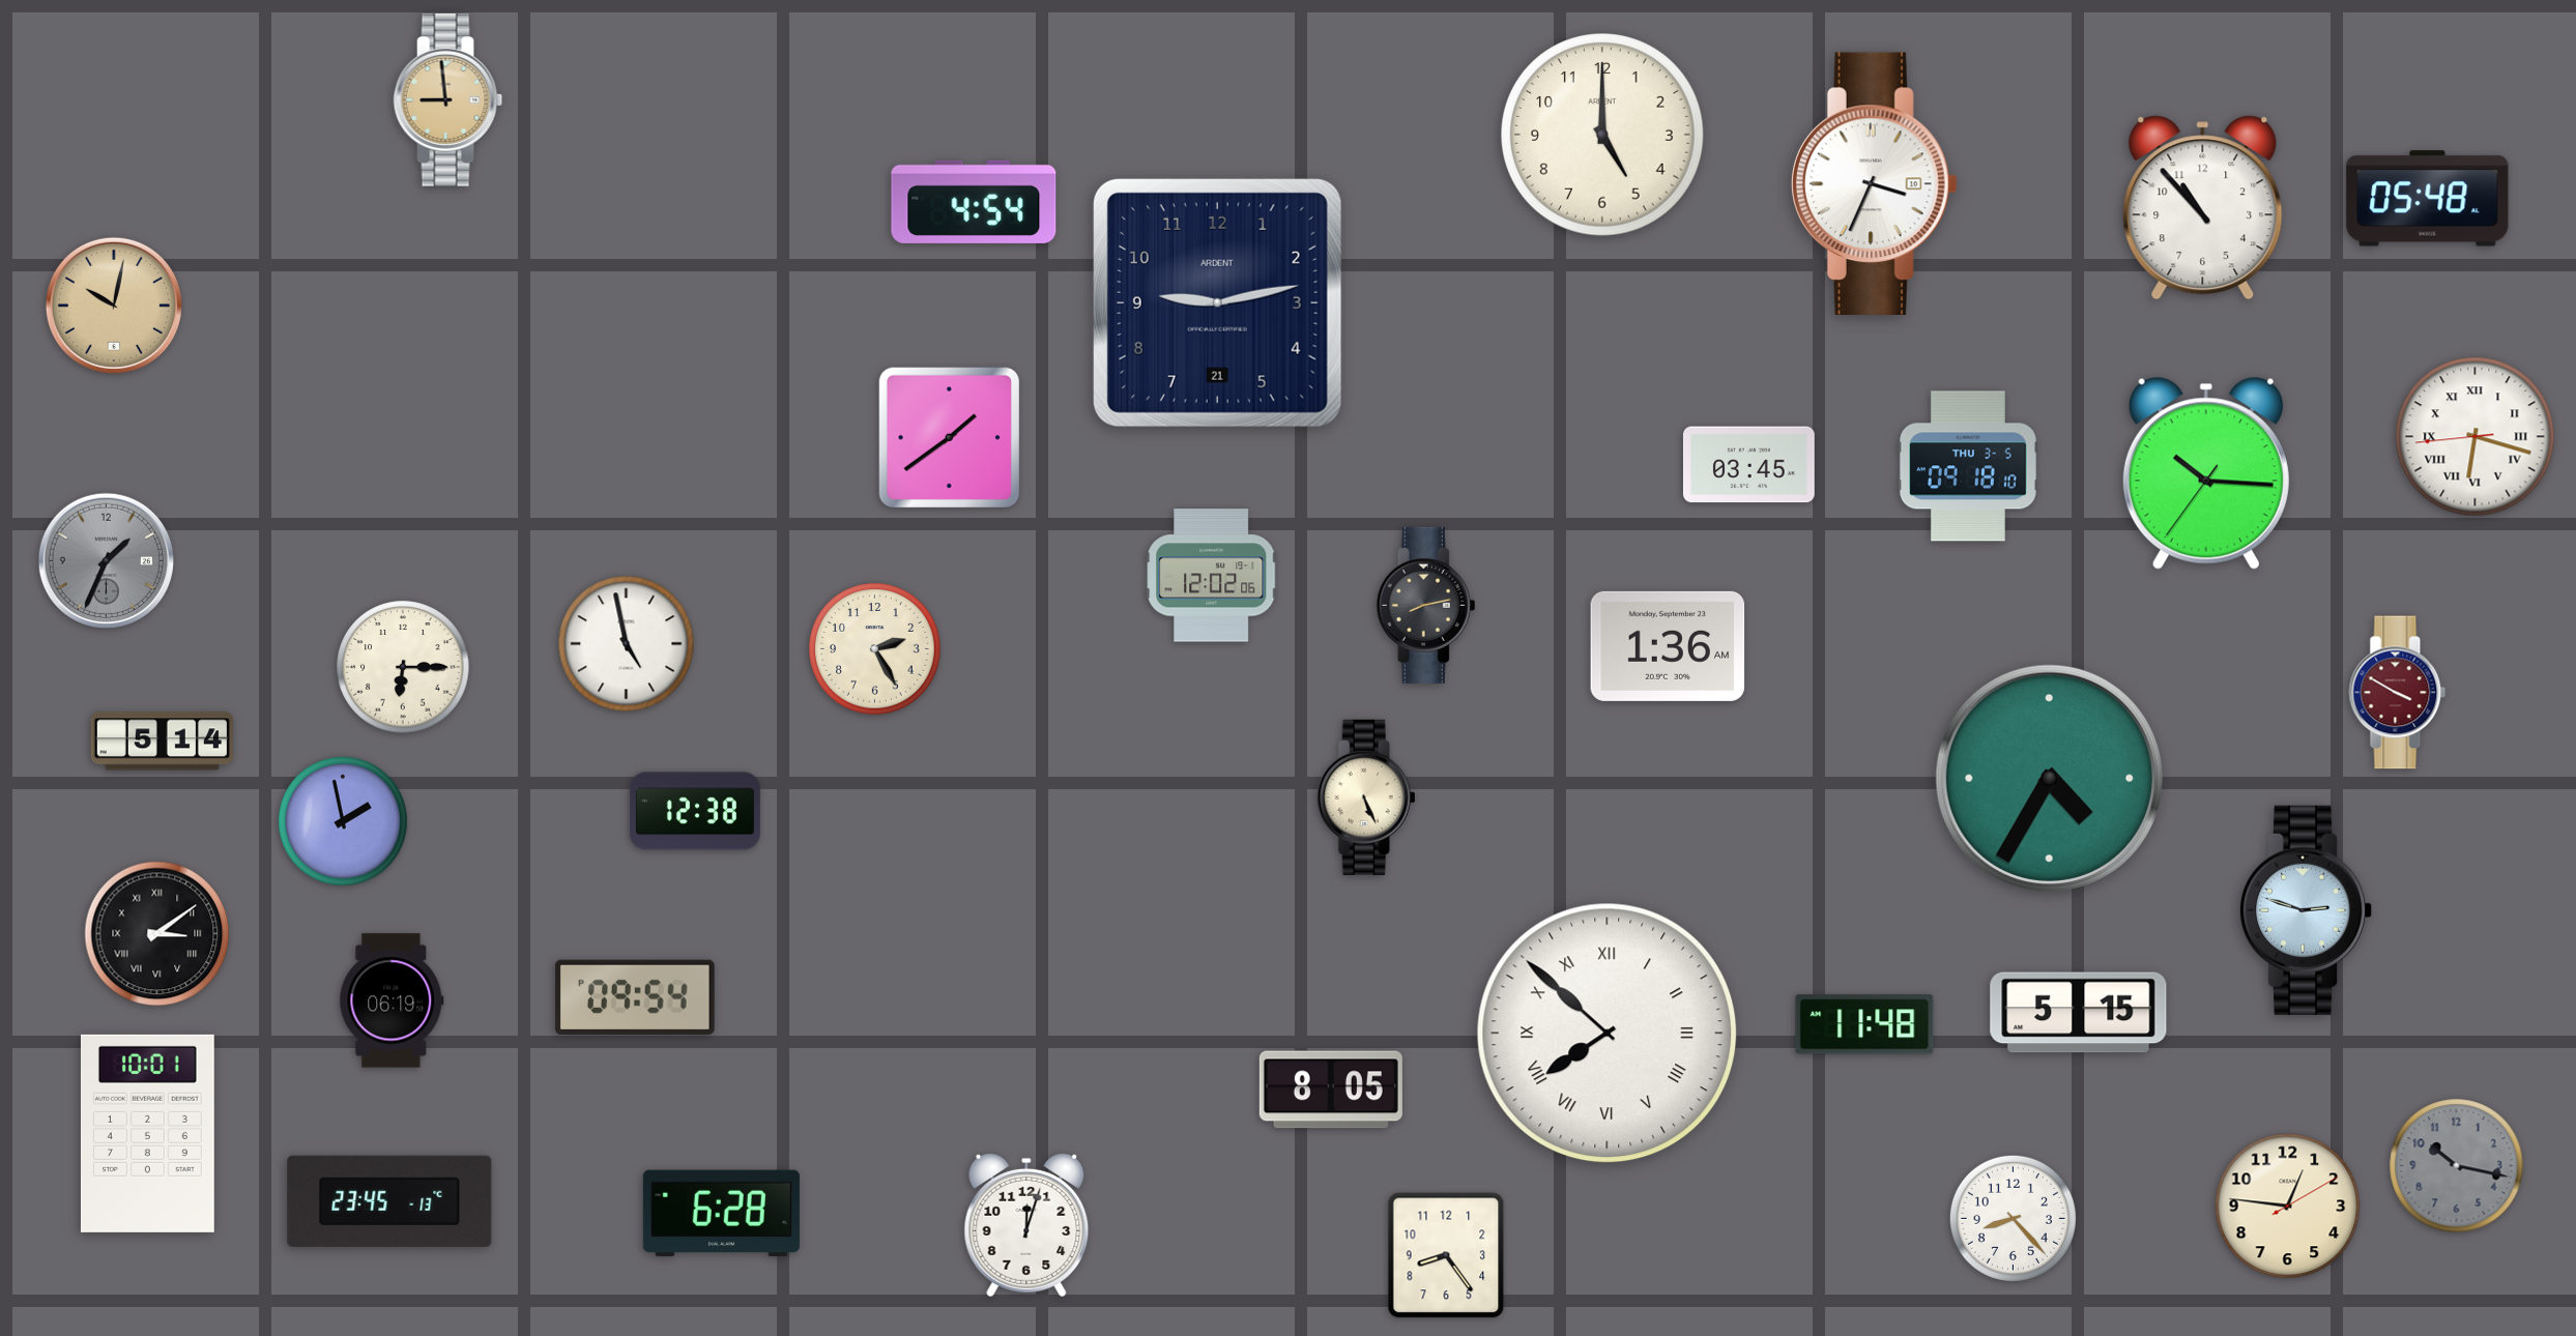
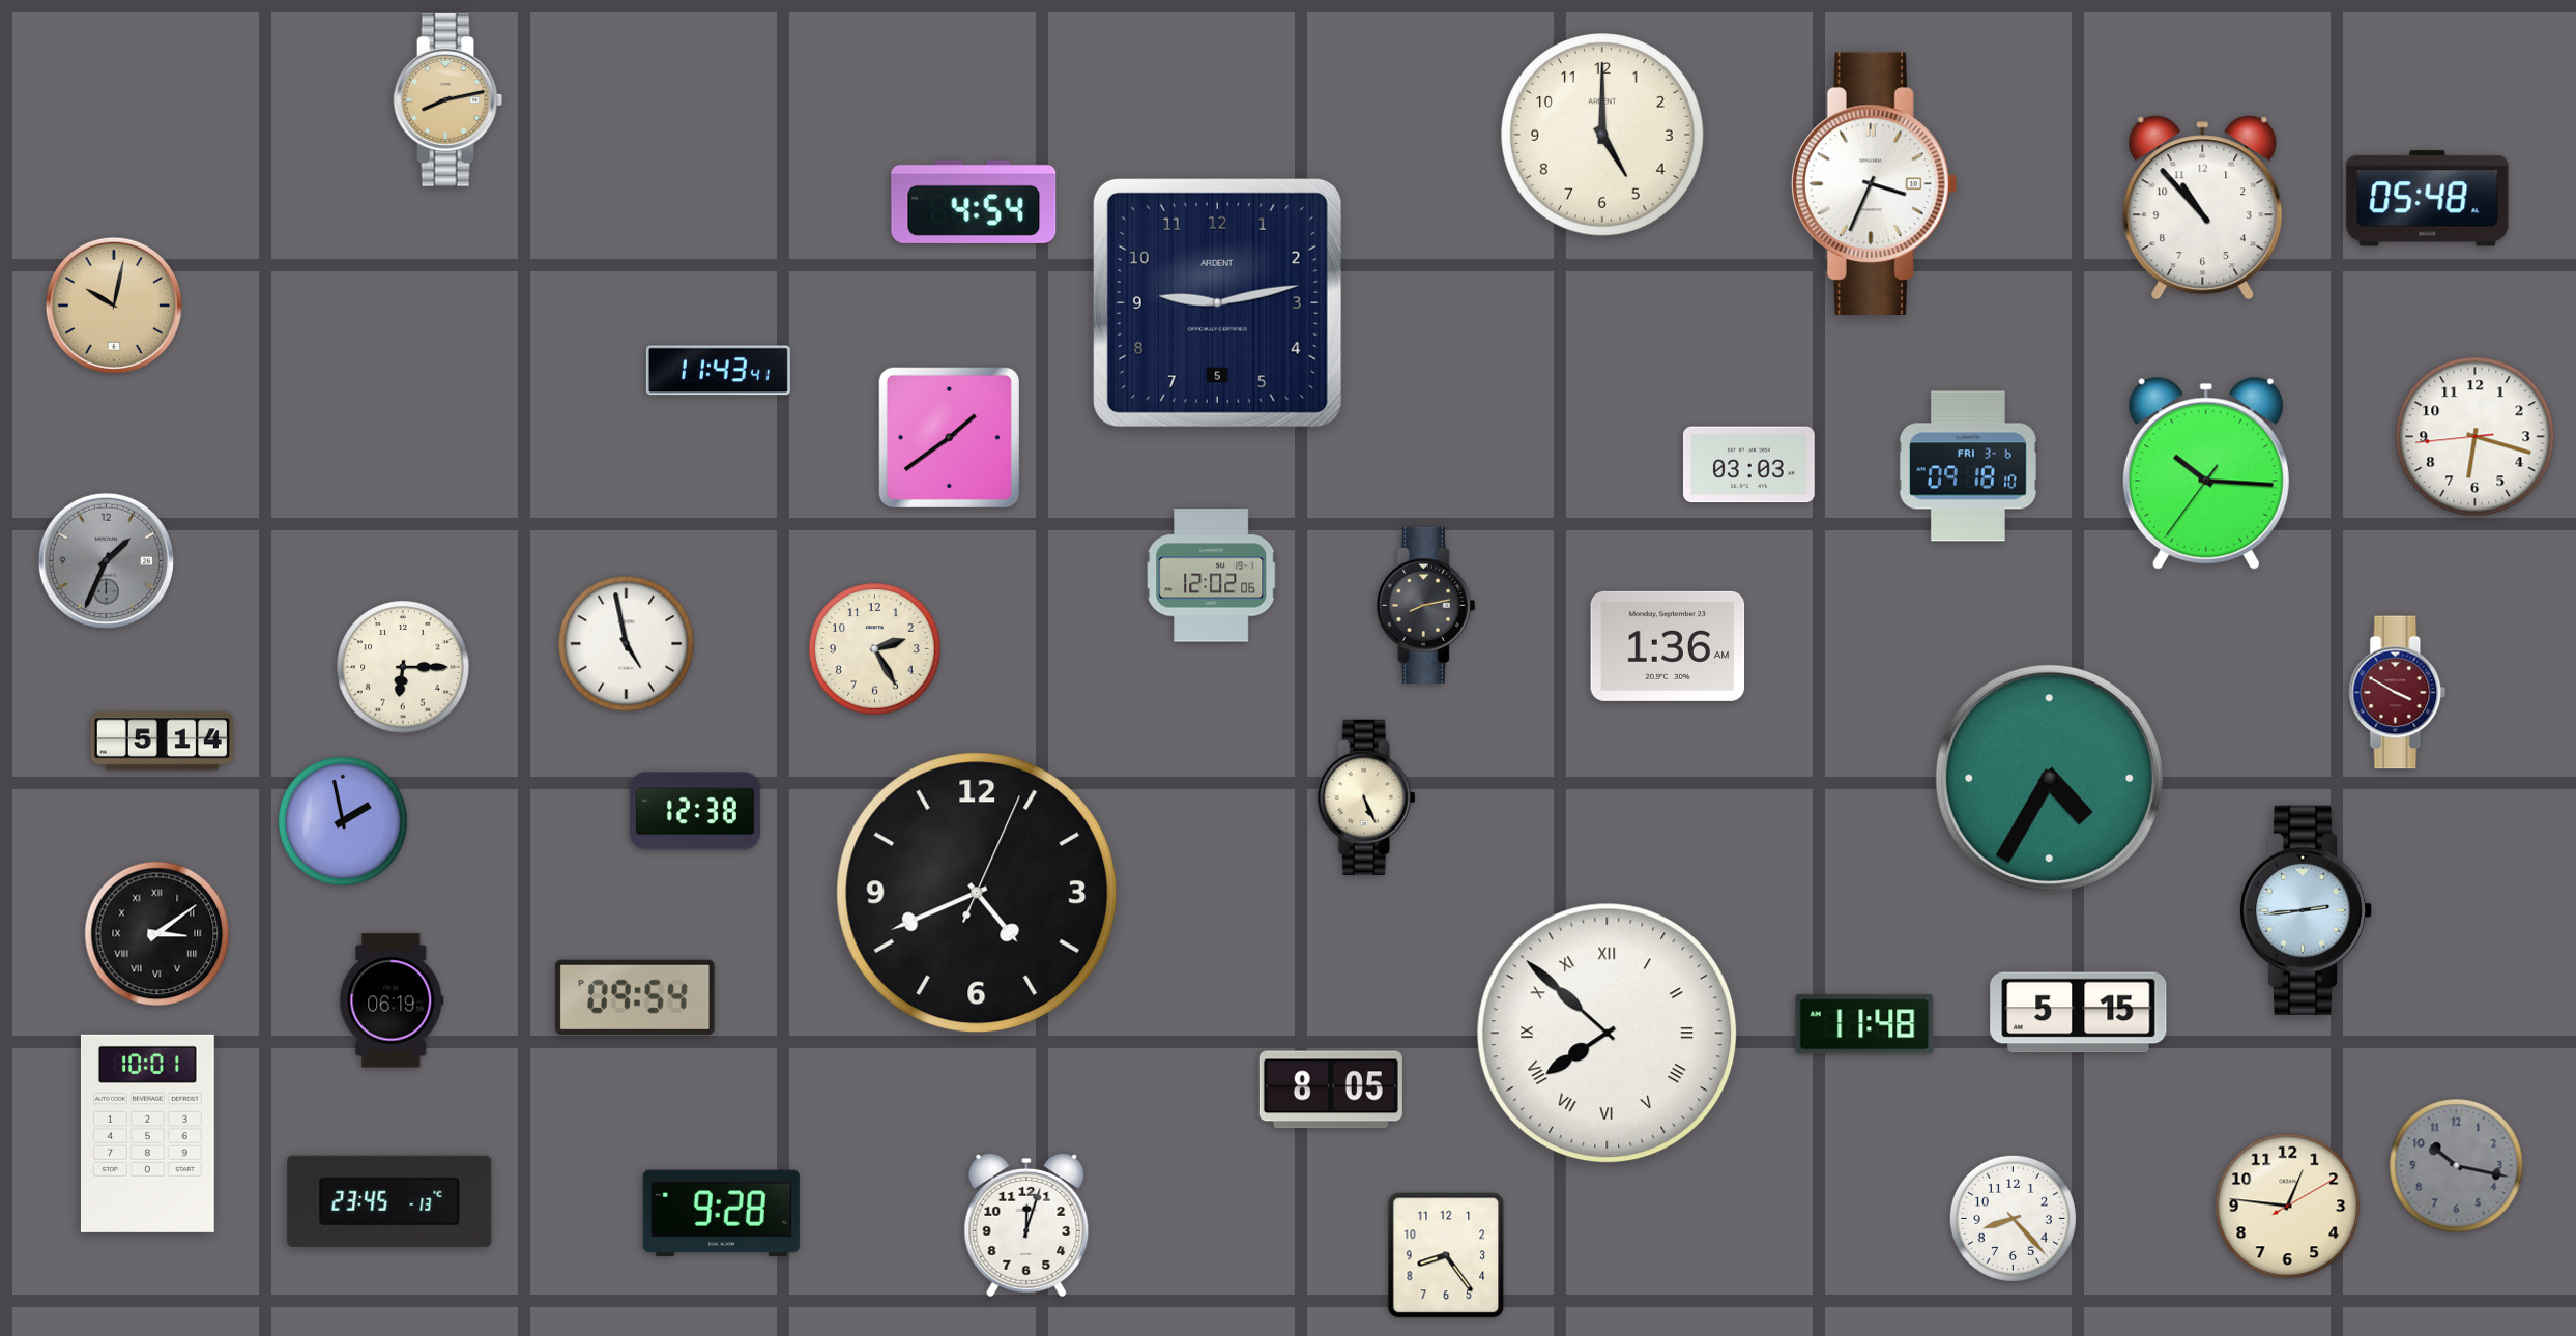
clock at (448, 100): 8:59 -> 8:13
clock at (1217, 302) date: 21 -> 5
clock at (718, 371): none -> 11:43
clock at (2476, 437) numerals: Roman -> Arabic
clock at (1748, 465): 03:45 -> 03:03
clock at (1968, 466) date: THU 3-5 -> FRI 3-6
clock at (977, 893): none -> 4:41
clock at (2306, 910): 2:48 -> 2:44
clock at (721, 1214): 6:28 -> 9:28
